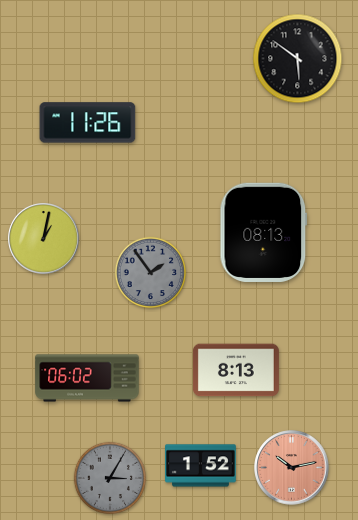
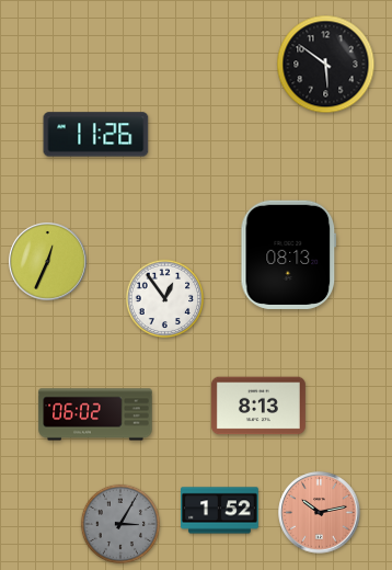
clock at (44, 239): 1:02 -> 12:34
clock at (151, 273): 1:54 -> 12:54
clock at (151, 273) dial: grey -> white
